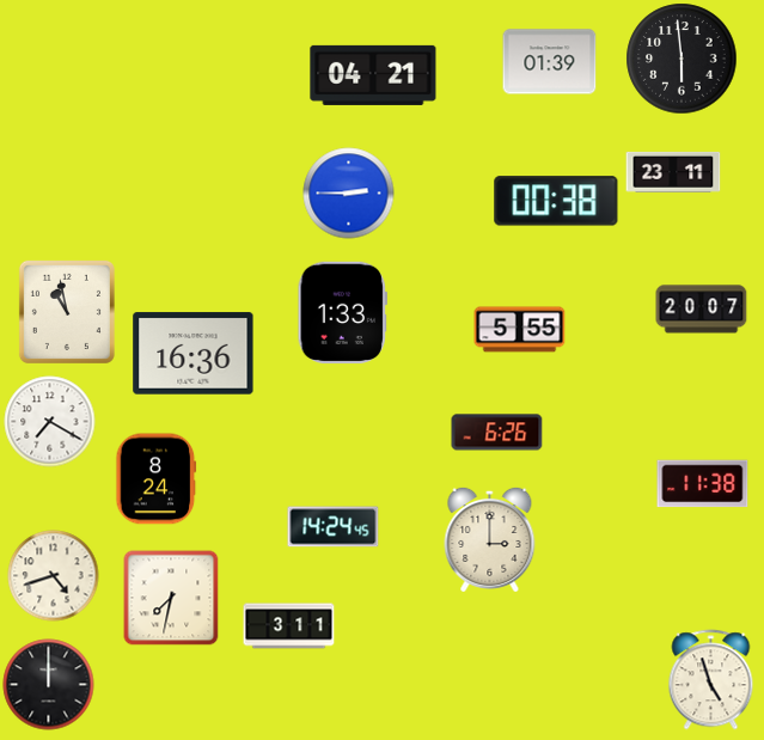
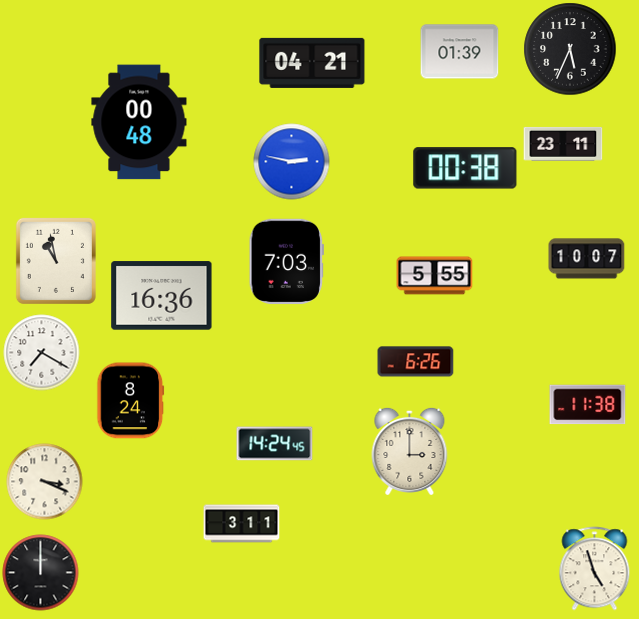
clock at (682, 59): 5:59 -> 5:34
clock at (139, 122): none -> 00:48
clock at (349, 194): 2:45 -> 2:47
clock at (702, 310): 20:07 -> 10:07
clock at (342, 312): 1:33 -> 7:03
clock at (334, 527) position: (334, 527) -> (275, 444)
clock at (54, 576): 4:42 -> 3:19
clock at (171, 598): 7:32 -> none
